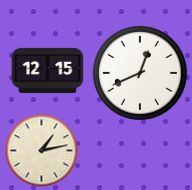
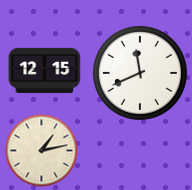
clock at (48, 70) position: (48, 70) -> (45, 70)
clock at (141, 74): 12:41 -> 11:41
